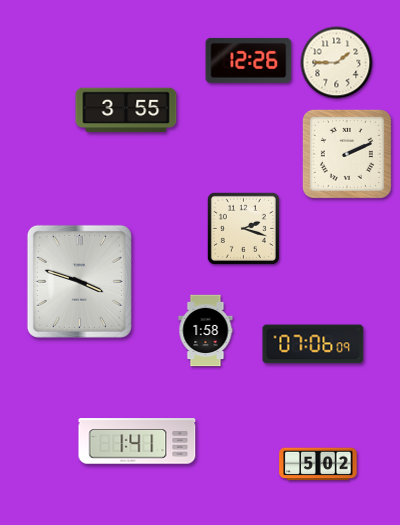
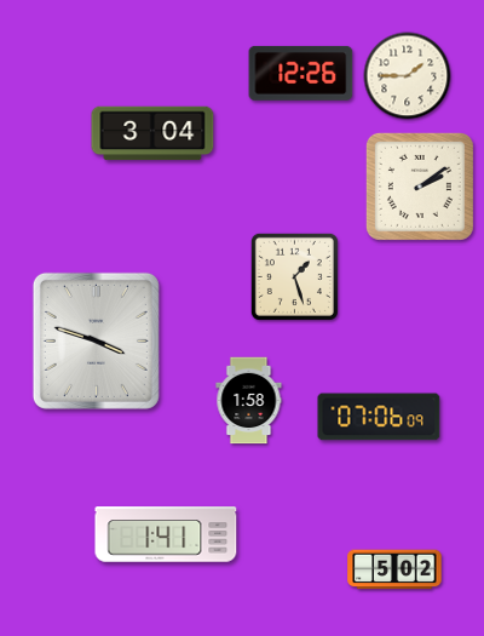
clock at (126, 110): 3:55 -> 3:04
clock at (347, 154): 2:11 -> 2:09
clock at (243, 228): 2:18 -> 1:27
clock at (318, 464) position: (318, 464) -> (394, 569)
